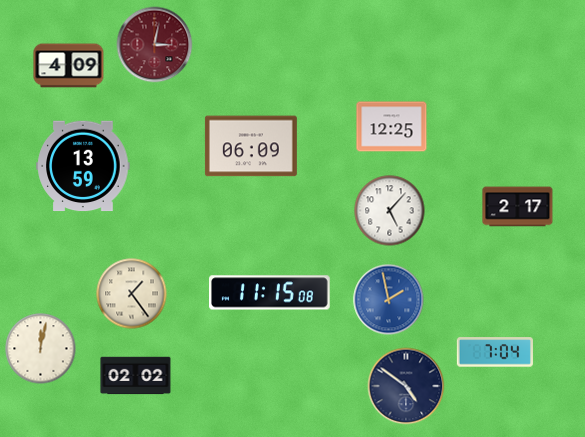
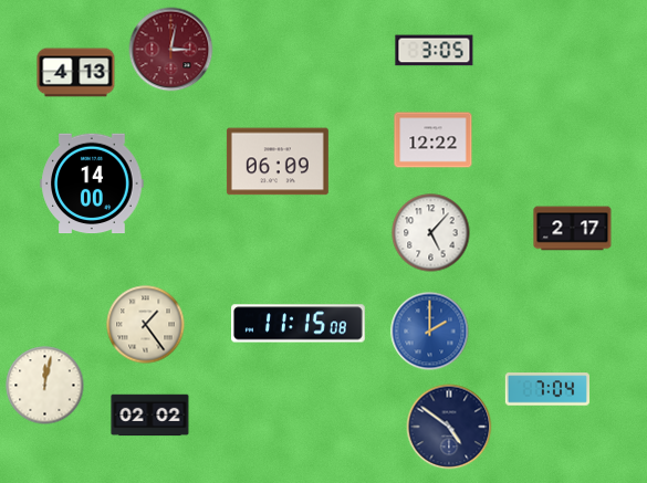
clock at (435, 51): none -> 3:05
clock at (69, 66): 4:09 -> 4:13
clock at (392, 127): 12:25 -> 12:22
clock at (83, 166): 13:59 -> 14:00
clock at (389, 300): 1:58 -> 2:00
